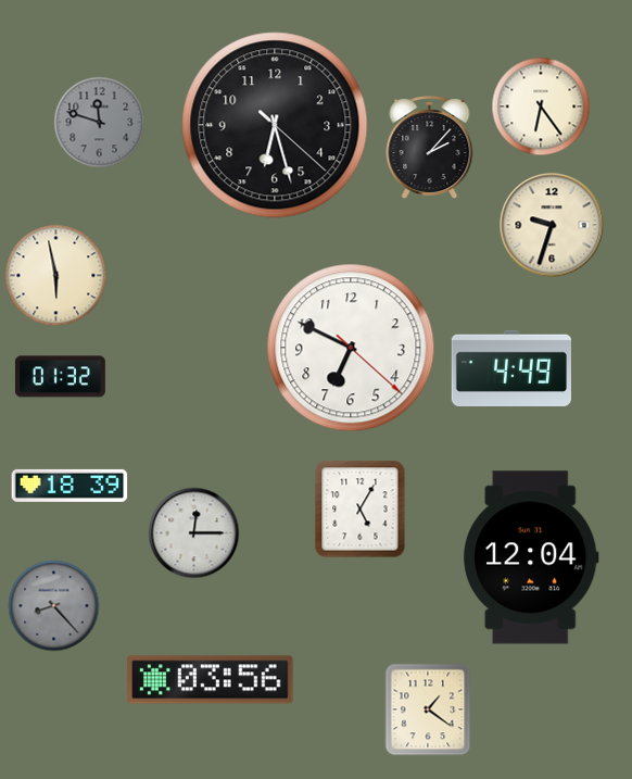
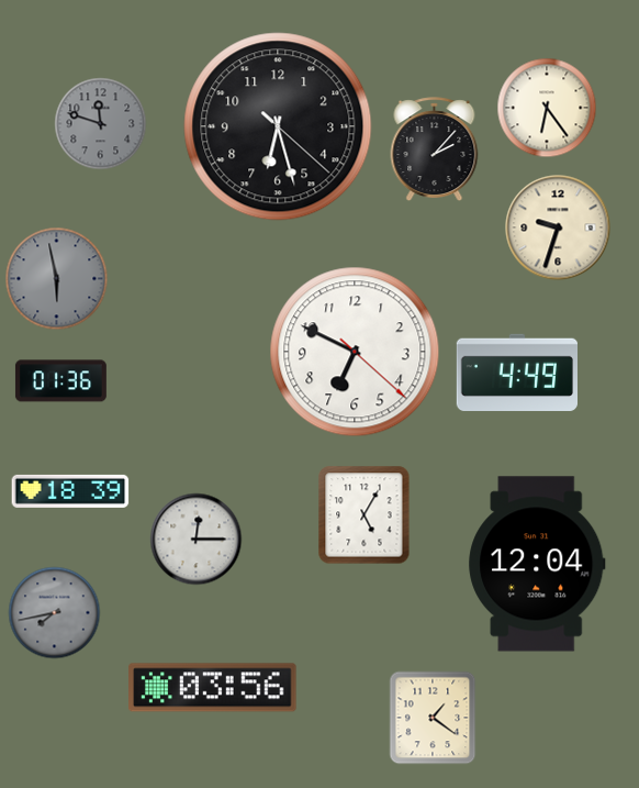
clock at (56, 276) dial: cream -> grey
clock at (60, 377): 01:32 -> 01:36
clock at (54, 606): 8:23 -> 7:43
